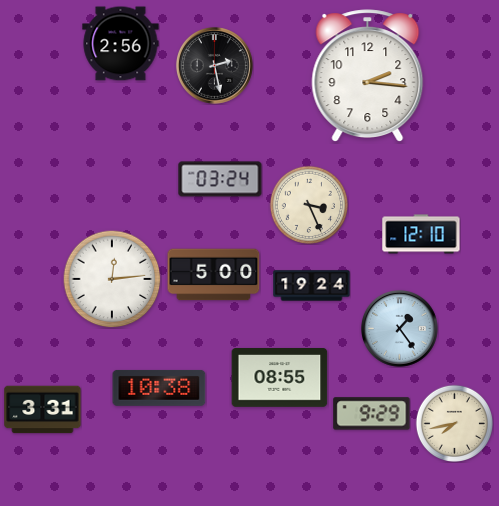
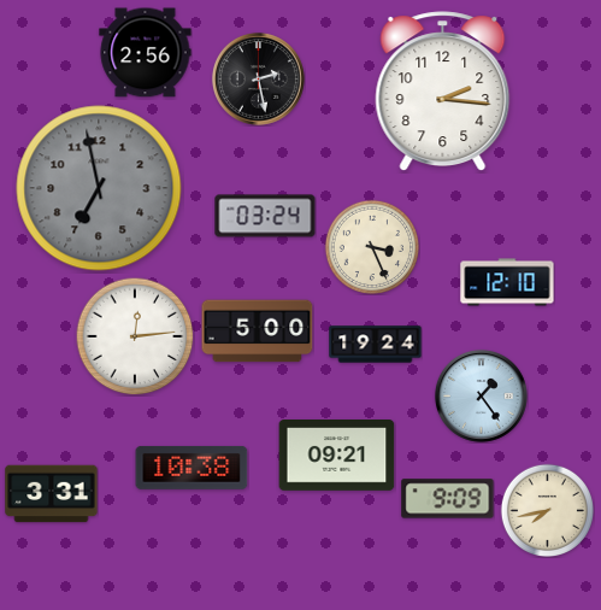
clock at (99, 188): none -> 6:58
clock at (280, 378): 08:55 -> 09:21
clock at (372, 414): 9:29 -> 9:09
